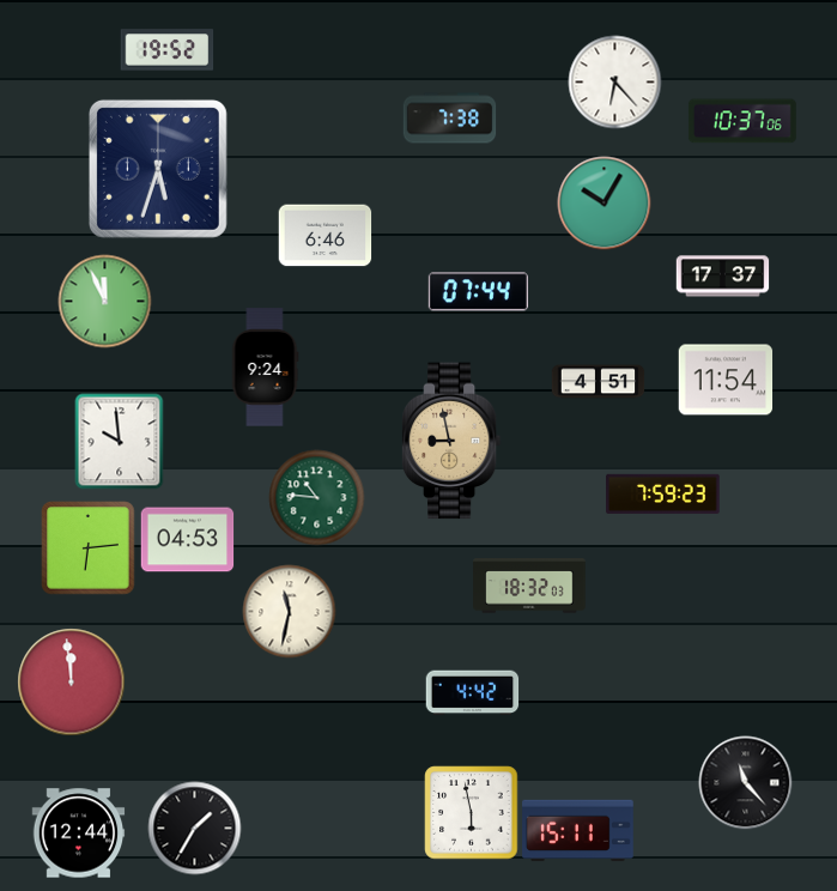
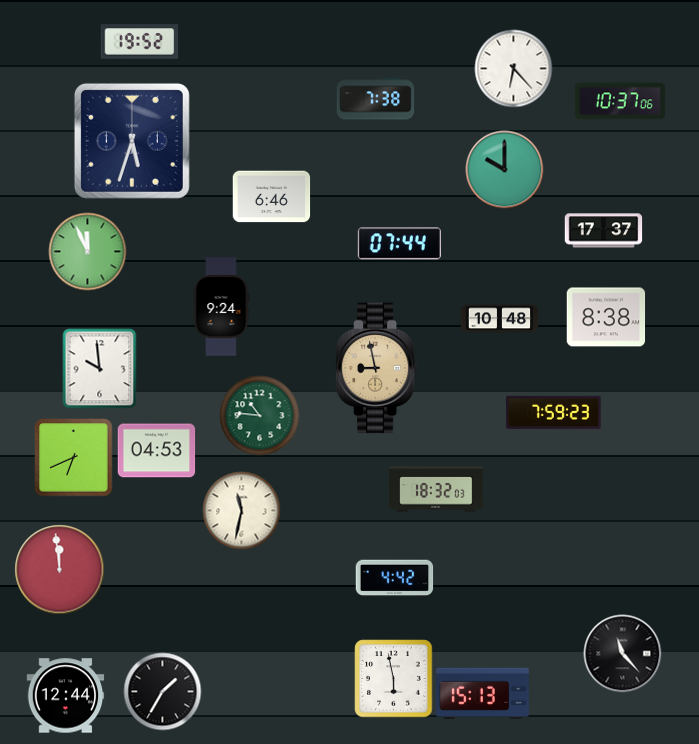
clock at (604, 202): 10:05 -> 10:00
clock at (726, 380): 11:54 -> 8:38
clock at (598, 382): 4:51 -> 10:48
clock at (316, 497) position: (316, 497) -> (259, 415)
clock at (87, 547): 6:14 -> 6:41
clock at (529, 586) position: (529, 586) -> (436, 489)
clock at (578, 831): 15:11 -> 15:13
